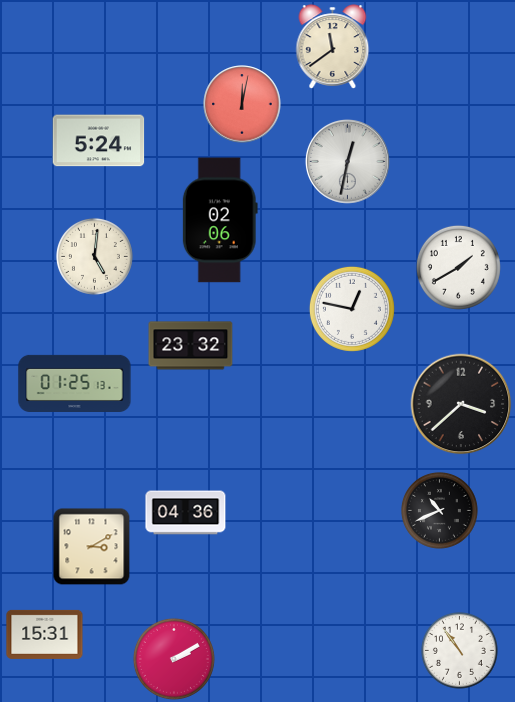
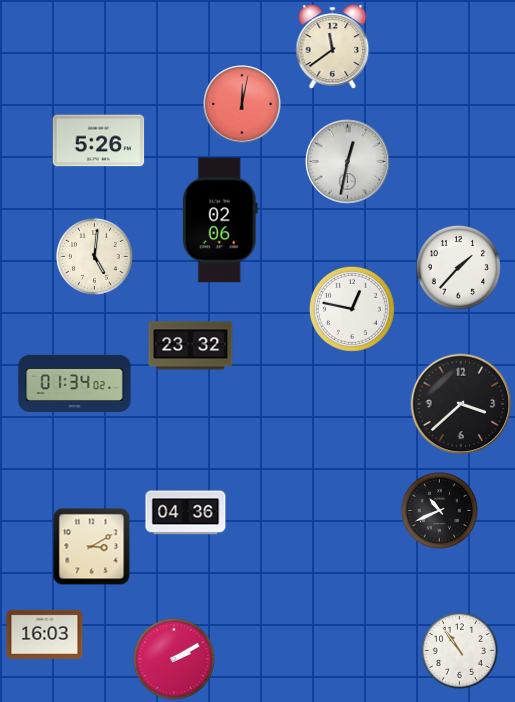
clock at (99, 141): 5:24 -> 5:26
clock at (458, 267): 1:40 -> 1:37
clock at (75, 383): 01:25 -> 01:34
clock at (45, 634): 15:31 -> 16:03
